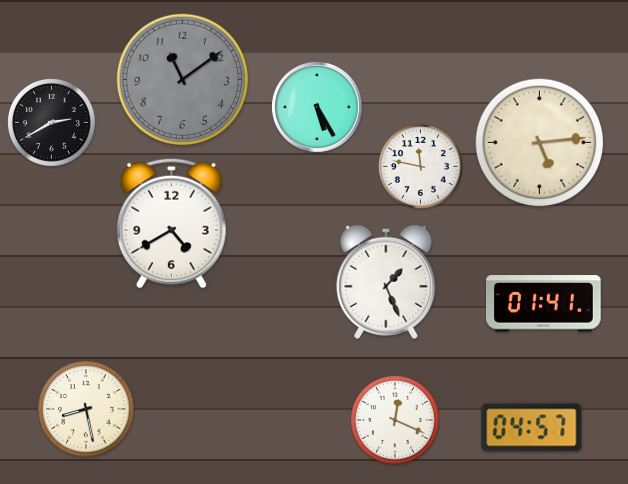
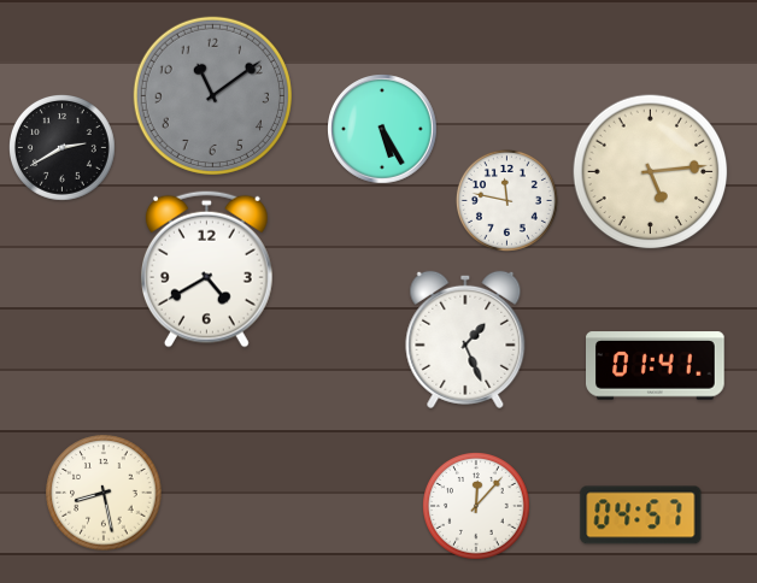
clock at (182, 79) position: (182, 79) -> (212, 95)
clock at (396, 421): 12:19 -> 12:07
